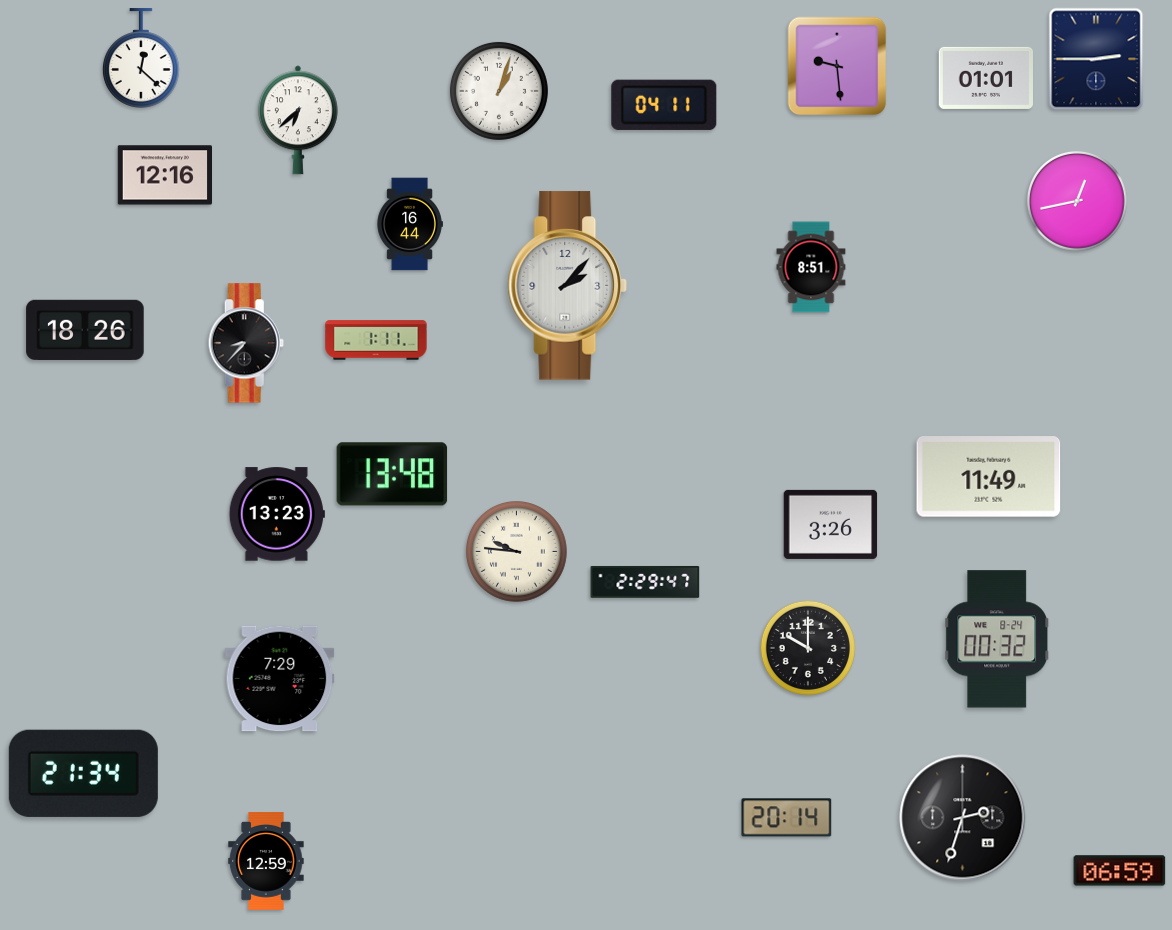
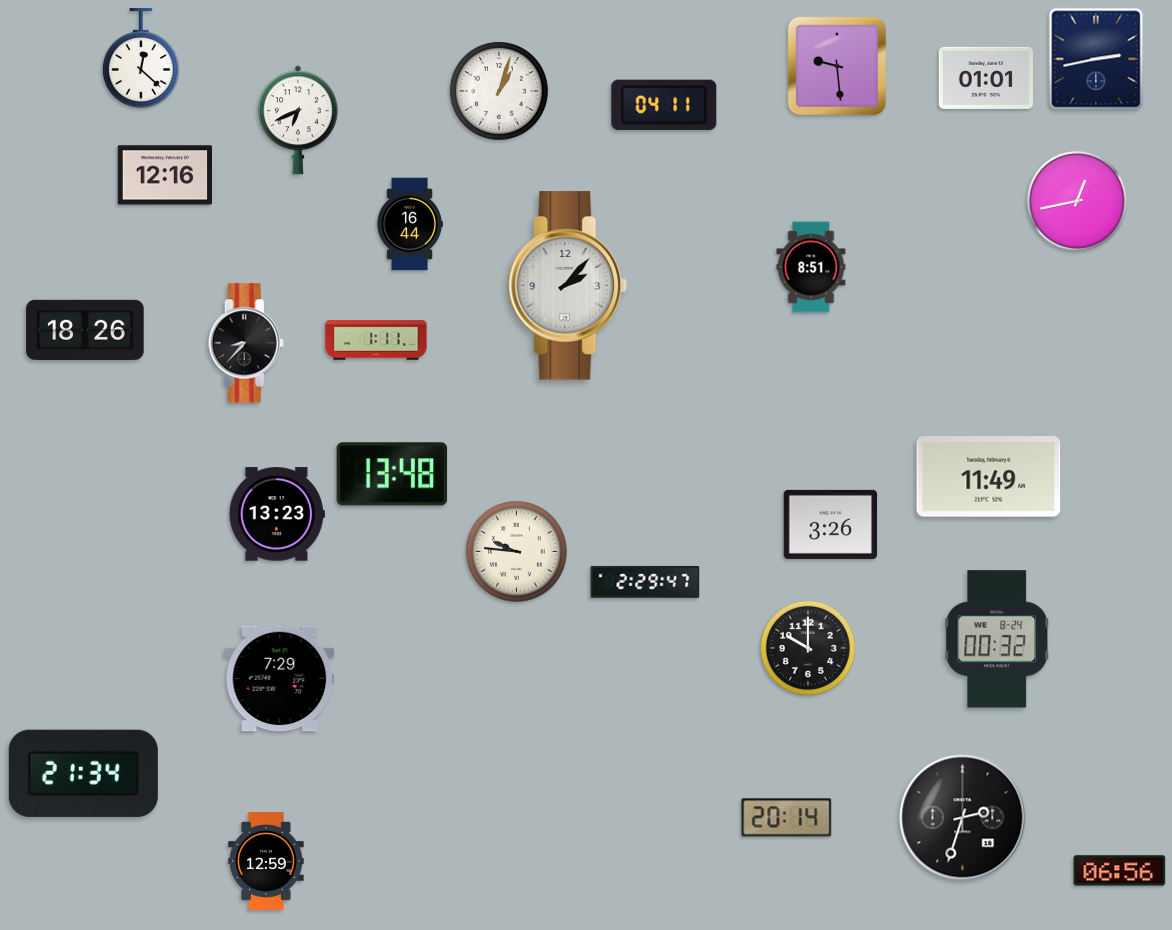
clock at (1096, 59): 2:45 -> 2:43
clock at (298, 120): 6:38 -> 6:41
clock at (1120, 871): 06:59 -> 06:56
